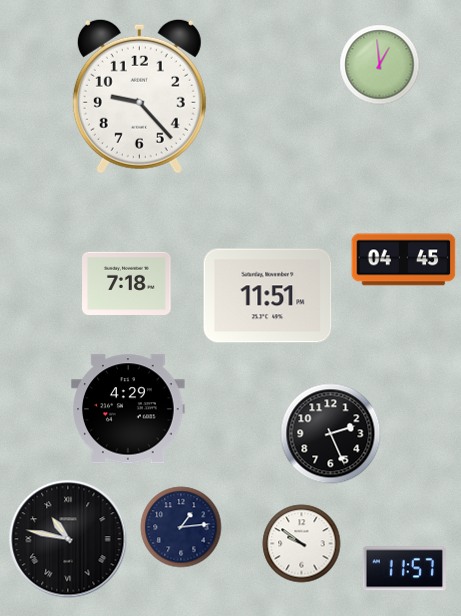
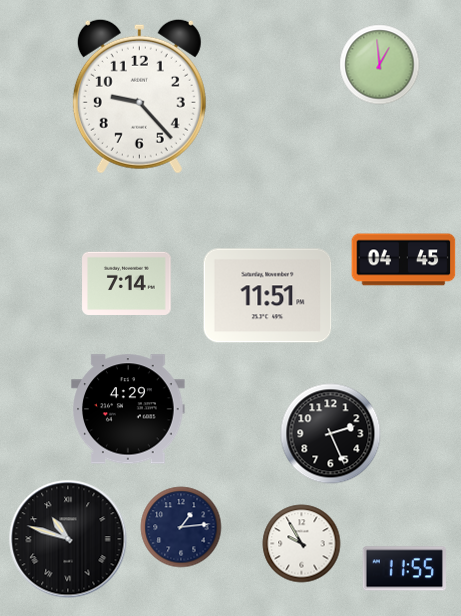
clock at (127, 283): 7:18 -> 7:14
clock at (68, 539): 10:47 -> 10:48
clock at (302, 544): 9:51 -> 9:55
clock at (404, 569): 11:57 -> 11:55
